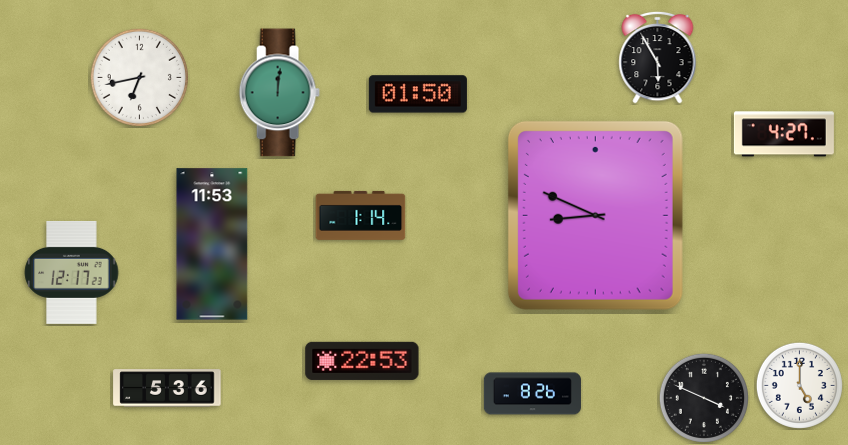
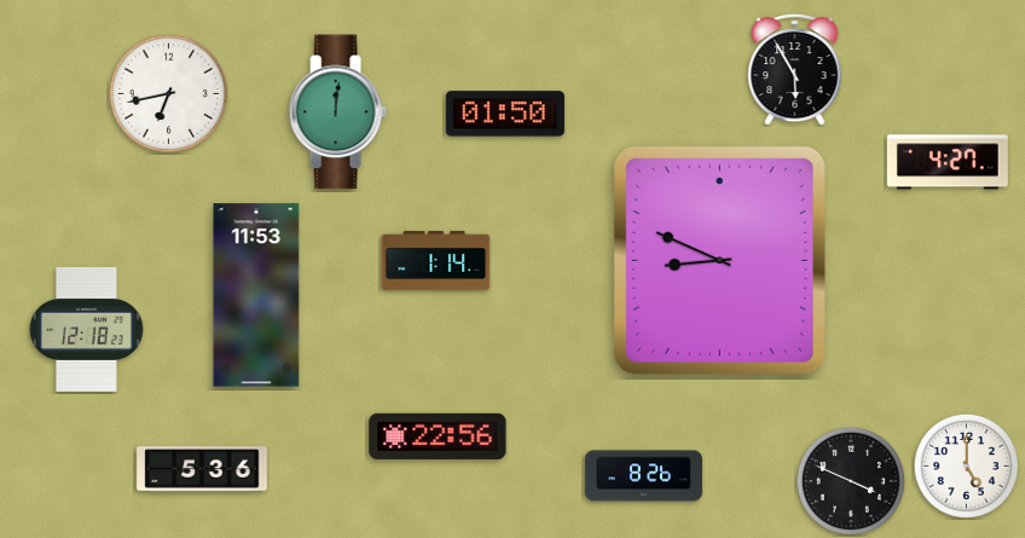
clock at (72, 272): 12:17 -> 12:18
clock at (362, 361): 22:53 -> 22:56
